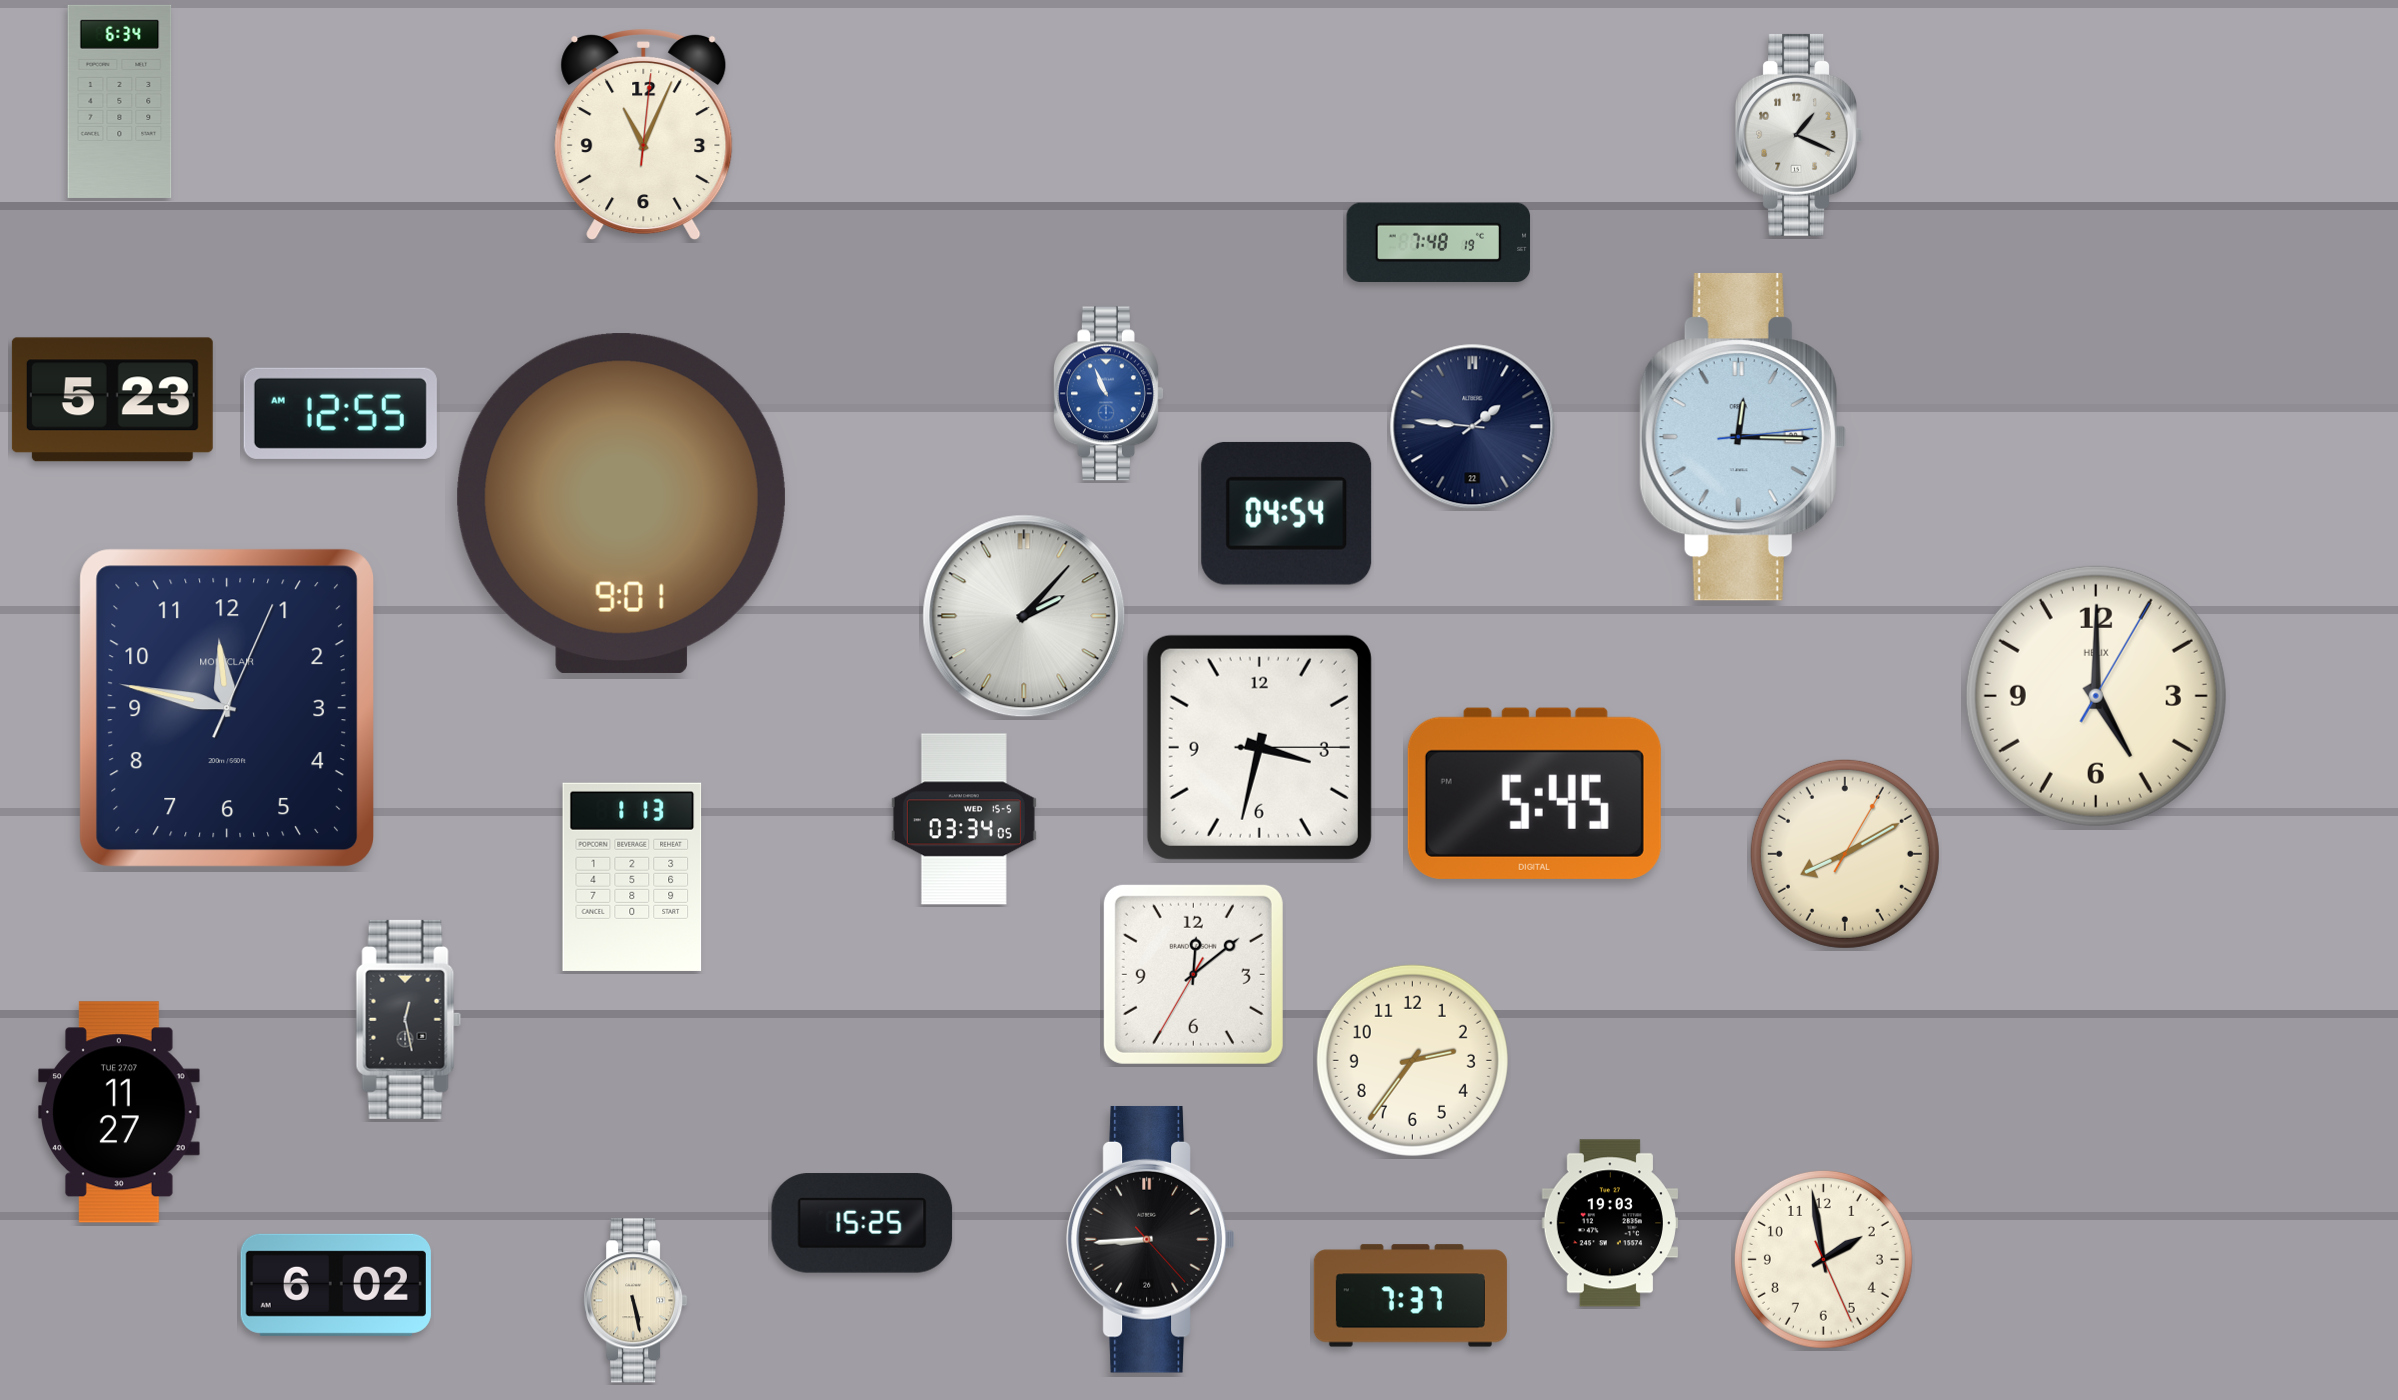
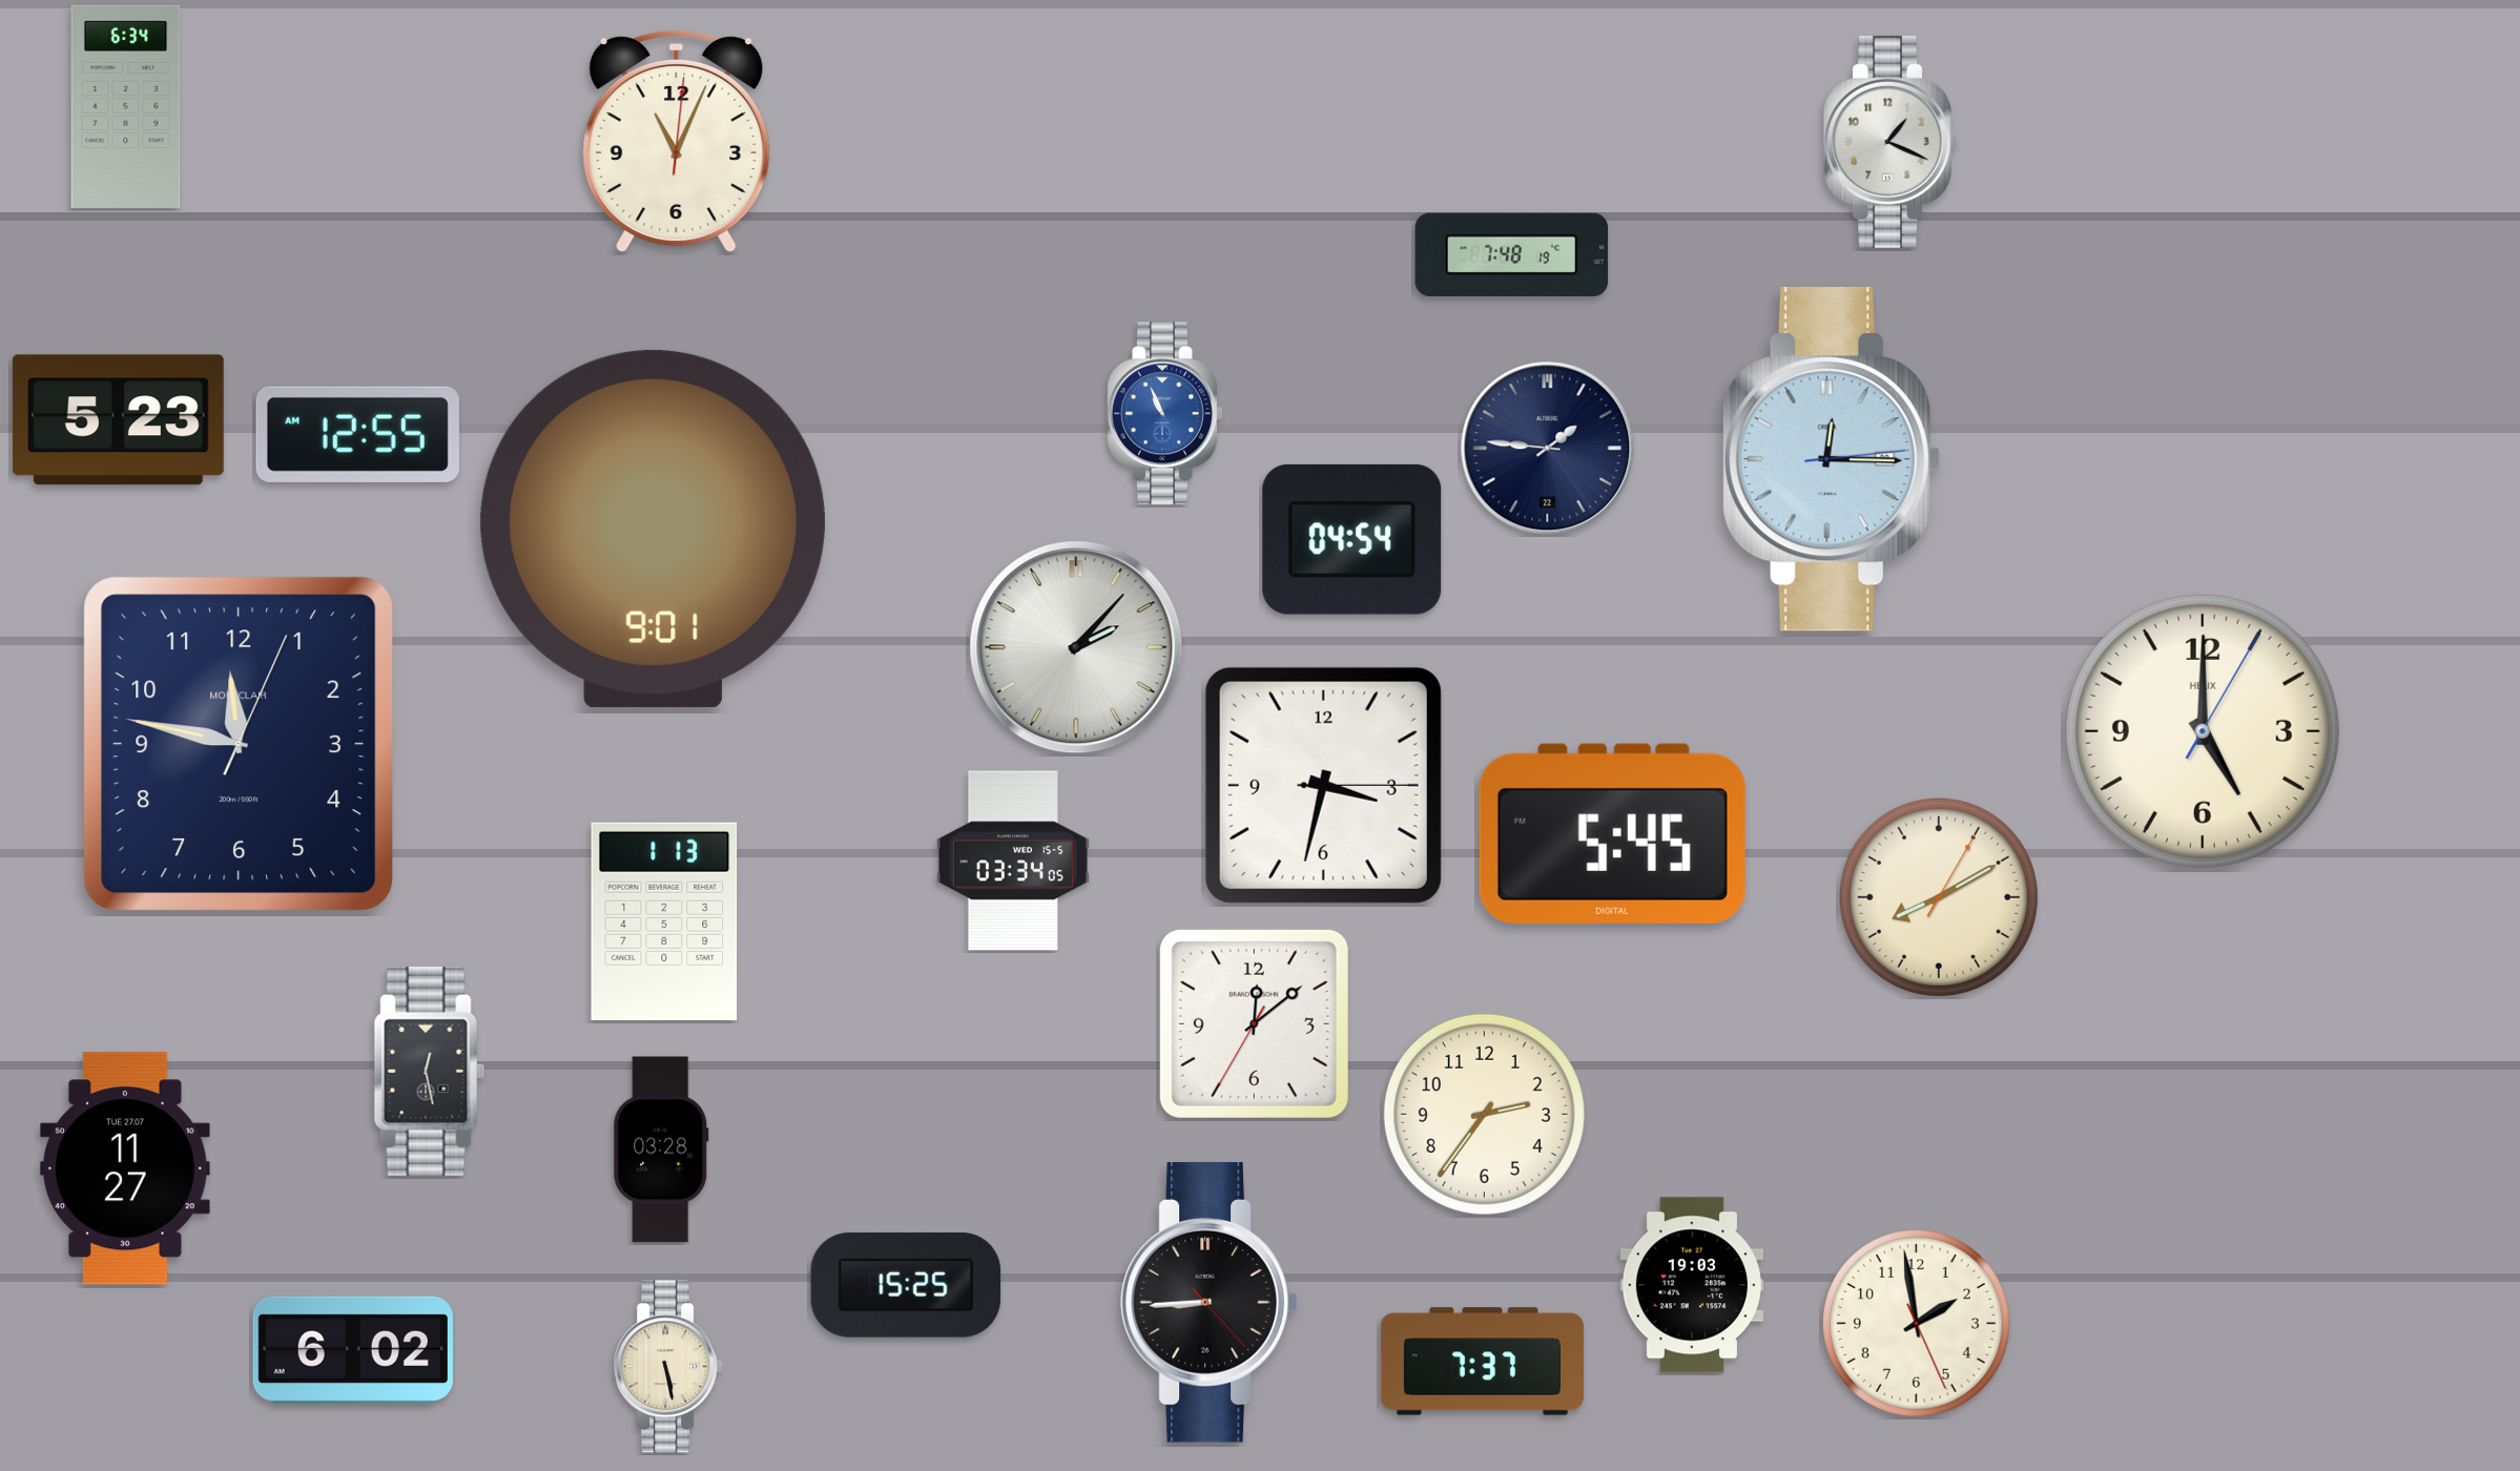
clock at (661, 1149): none -> 03:28
